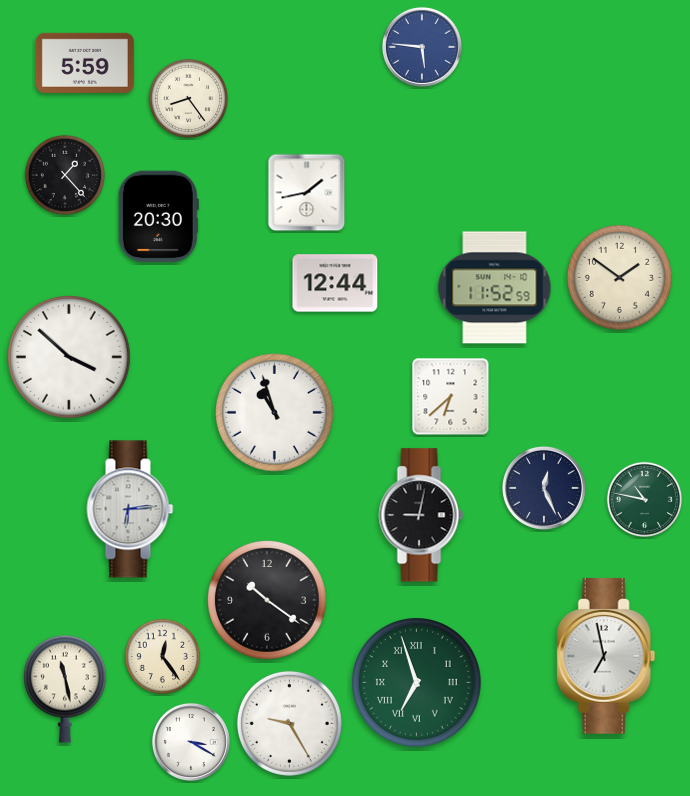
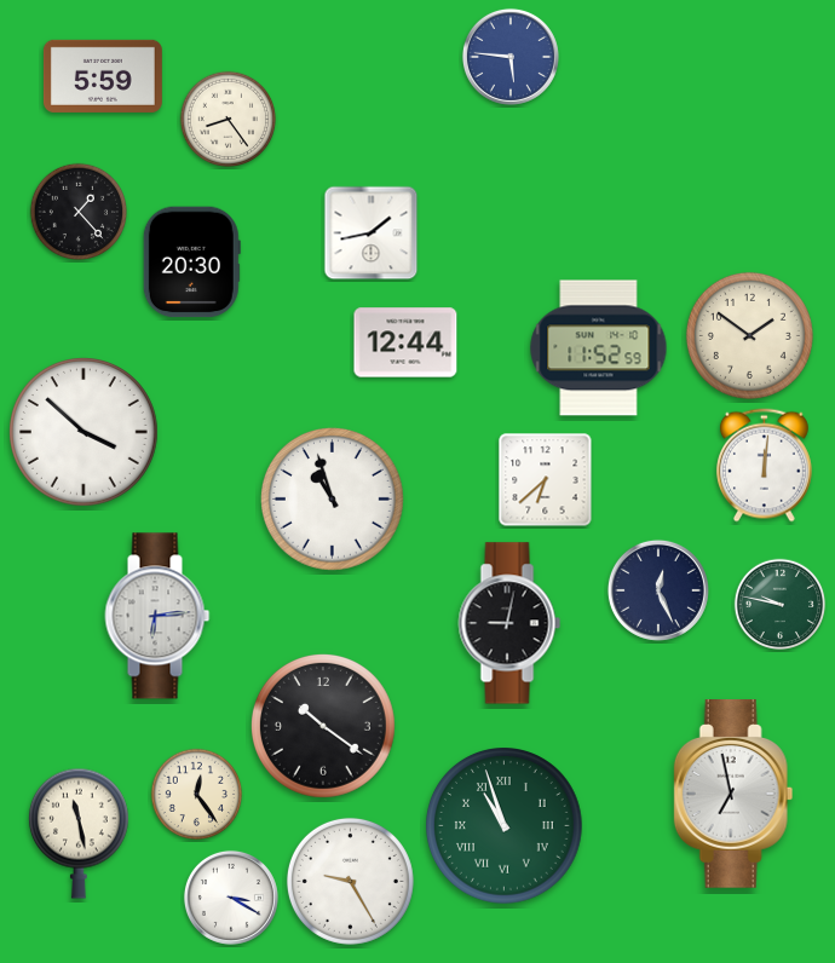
clock at (764, 466): none -> 12:01
clock at (645, 500): 10:47 -> 9:47
clock at (417, 683): 6:57 -> 10:57
clock at (289, 723) position: (289, 723) -> (350, 881)
